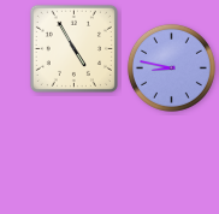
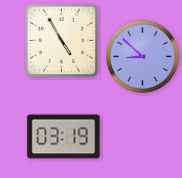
clock at (171, 67): 8:47 -> 8:52
clock at (64, 137): none -> 03:19
